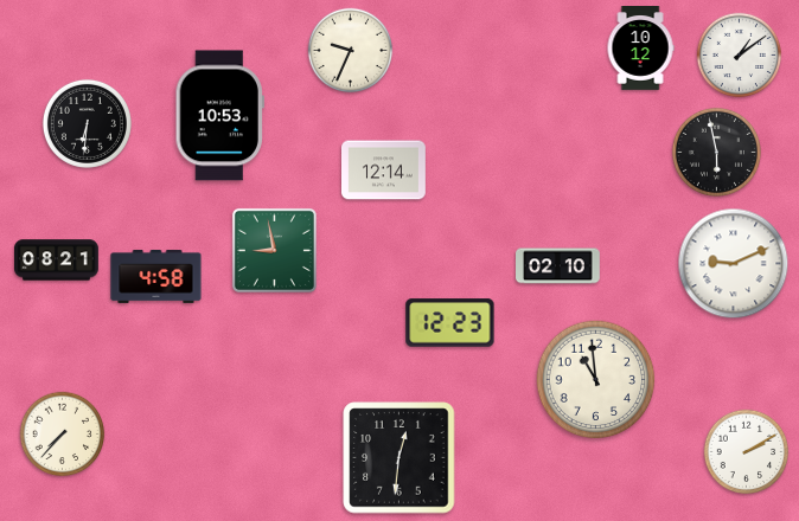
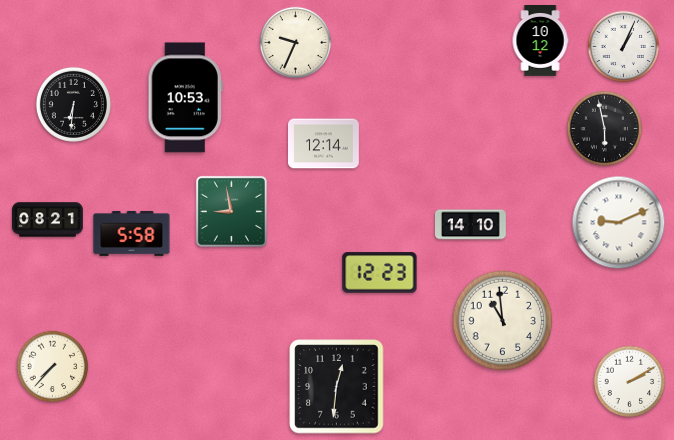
clock at (740, 56): 1:09 -> 1:04
clock at (558, 266): 02:10 -> 14:10
clock at (156, 276): 4:58 -> 5:58
